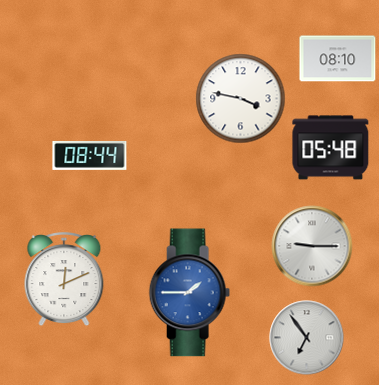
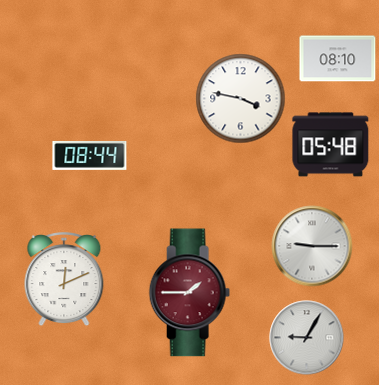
clock at (331, 148) position: (331, 148) -> (331, 145)
clock at (189, 293) dial: blue -> burgundy
clock at (307, 338): 6:54 -> 9:05
